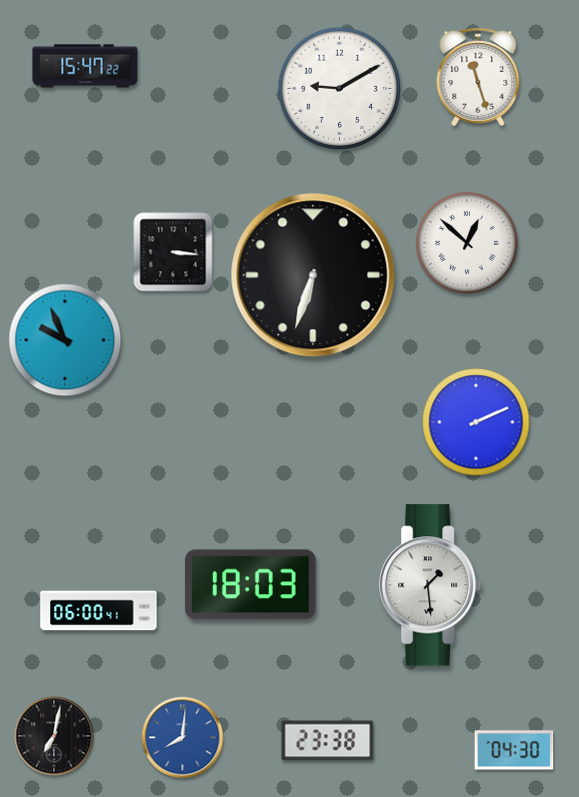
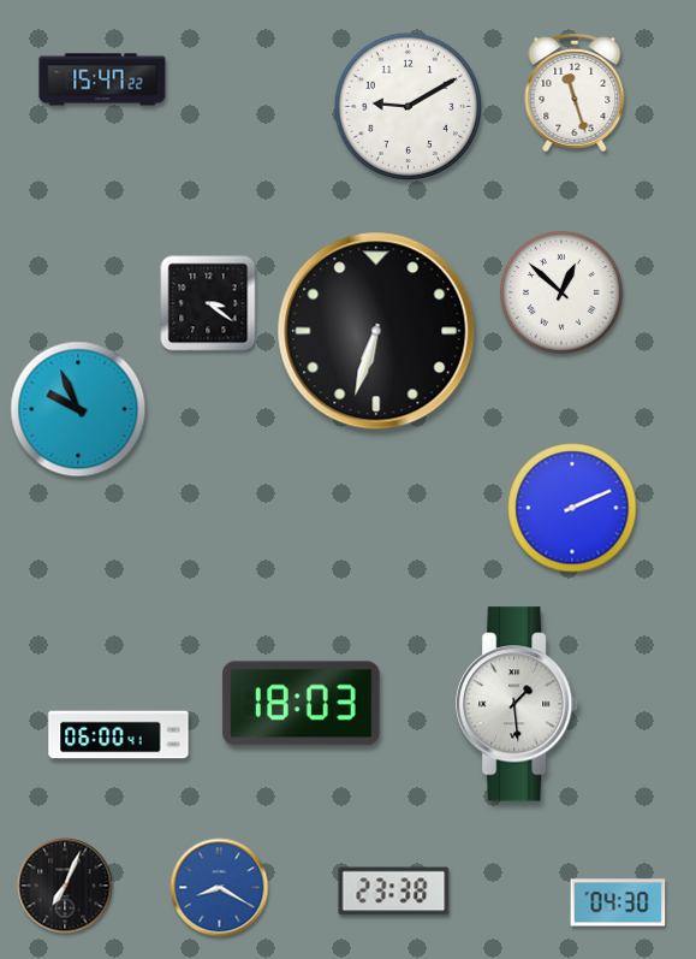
clock at (173, 252): 3:16 -> 3:21
clock at (54, 736): 7:02 -> 7:04
clock at (183, 738): 8:01 -> 8:20
